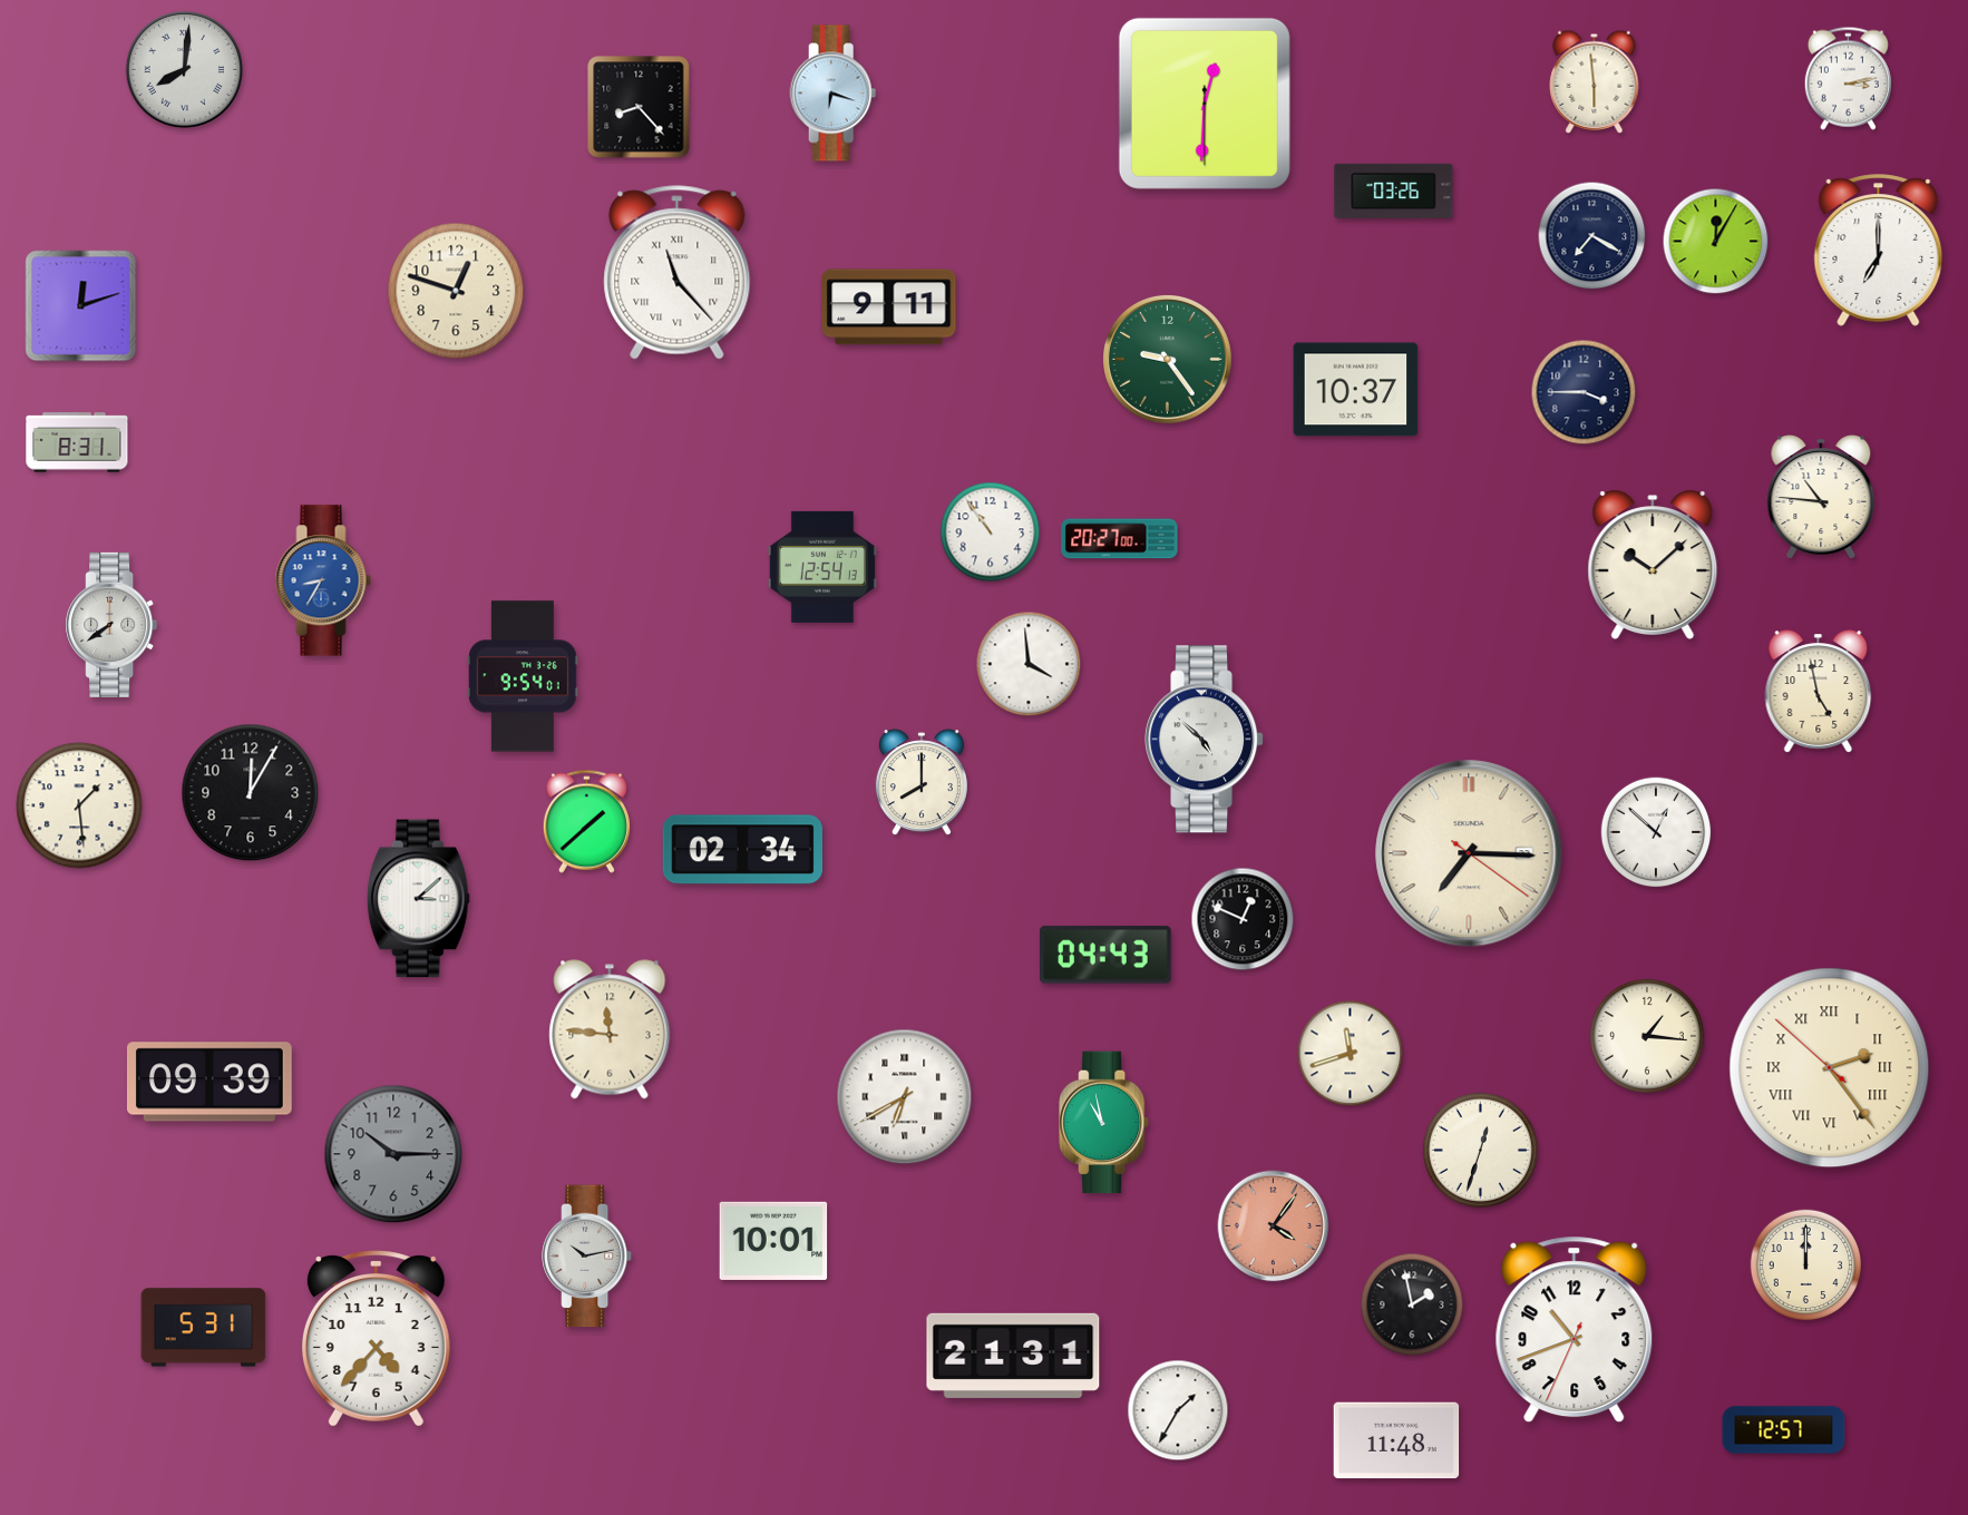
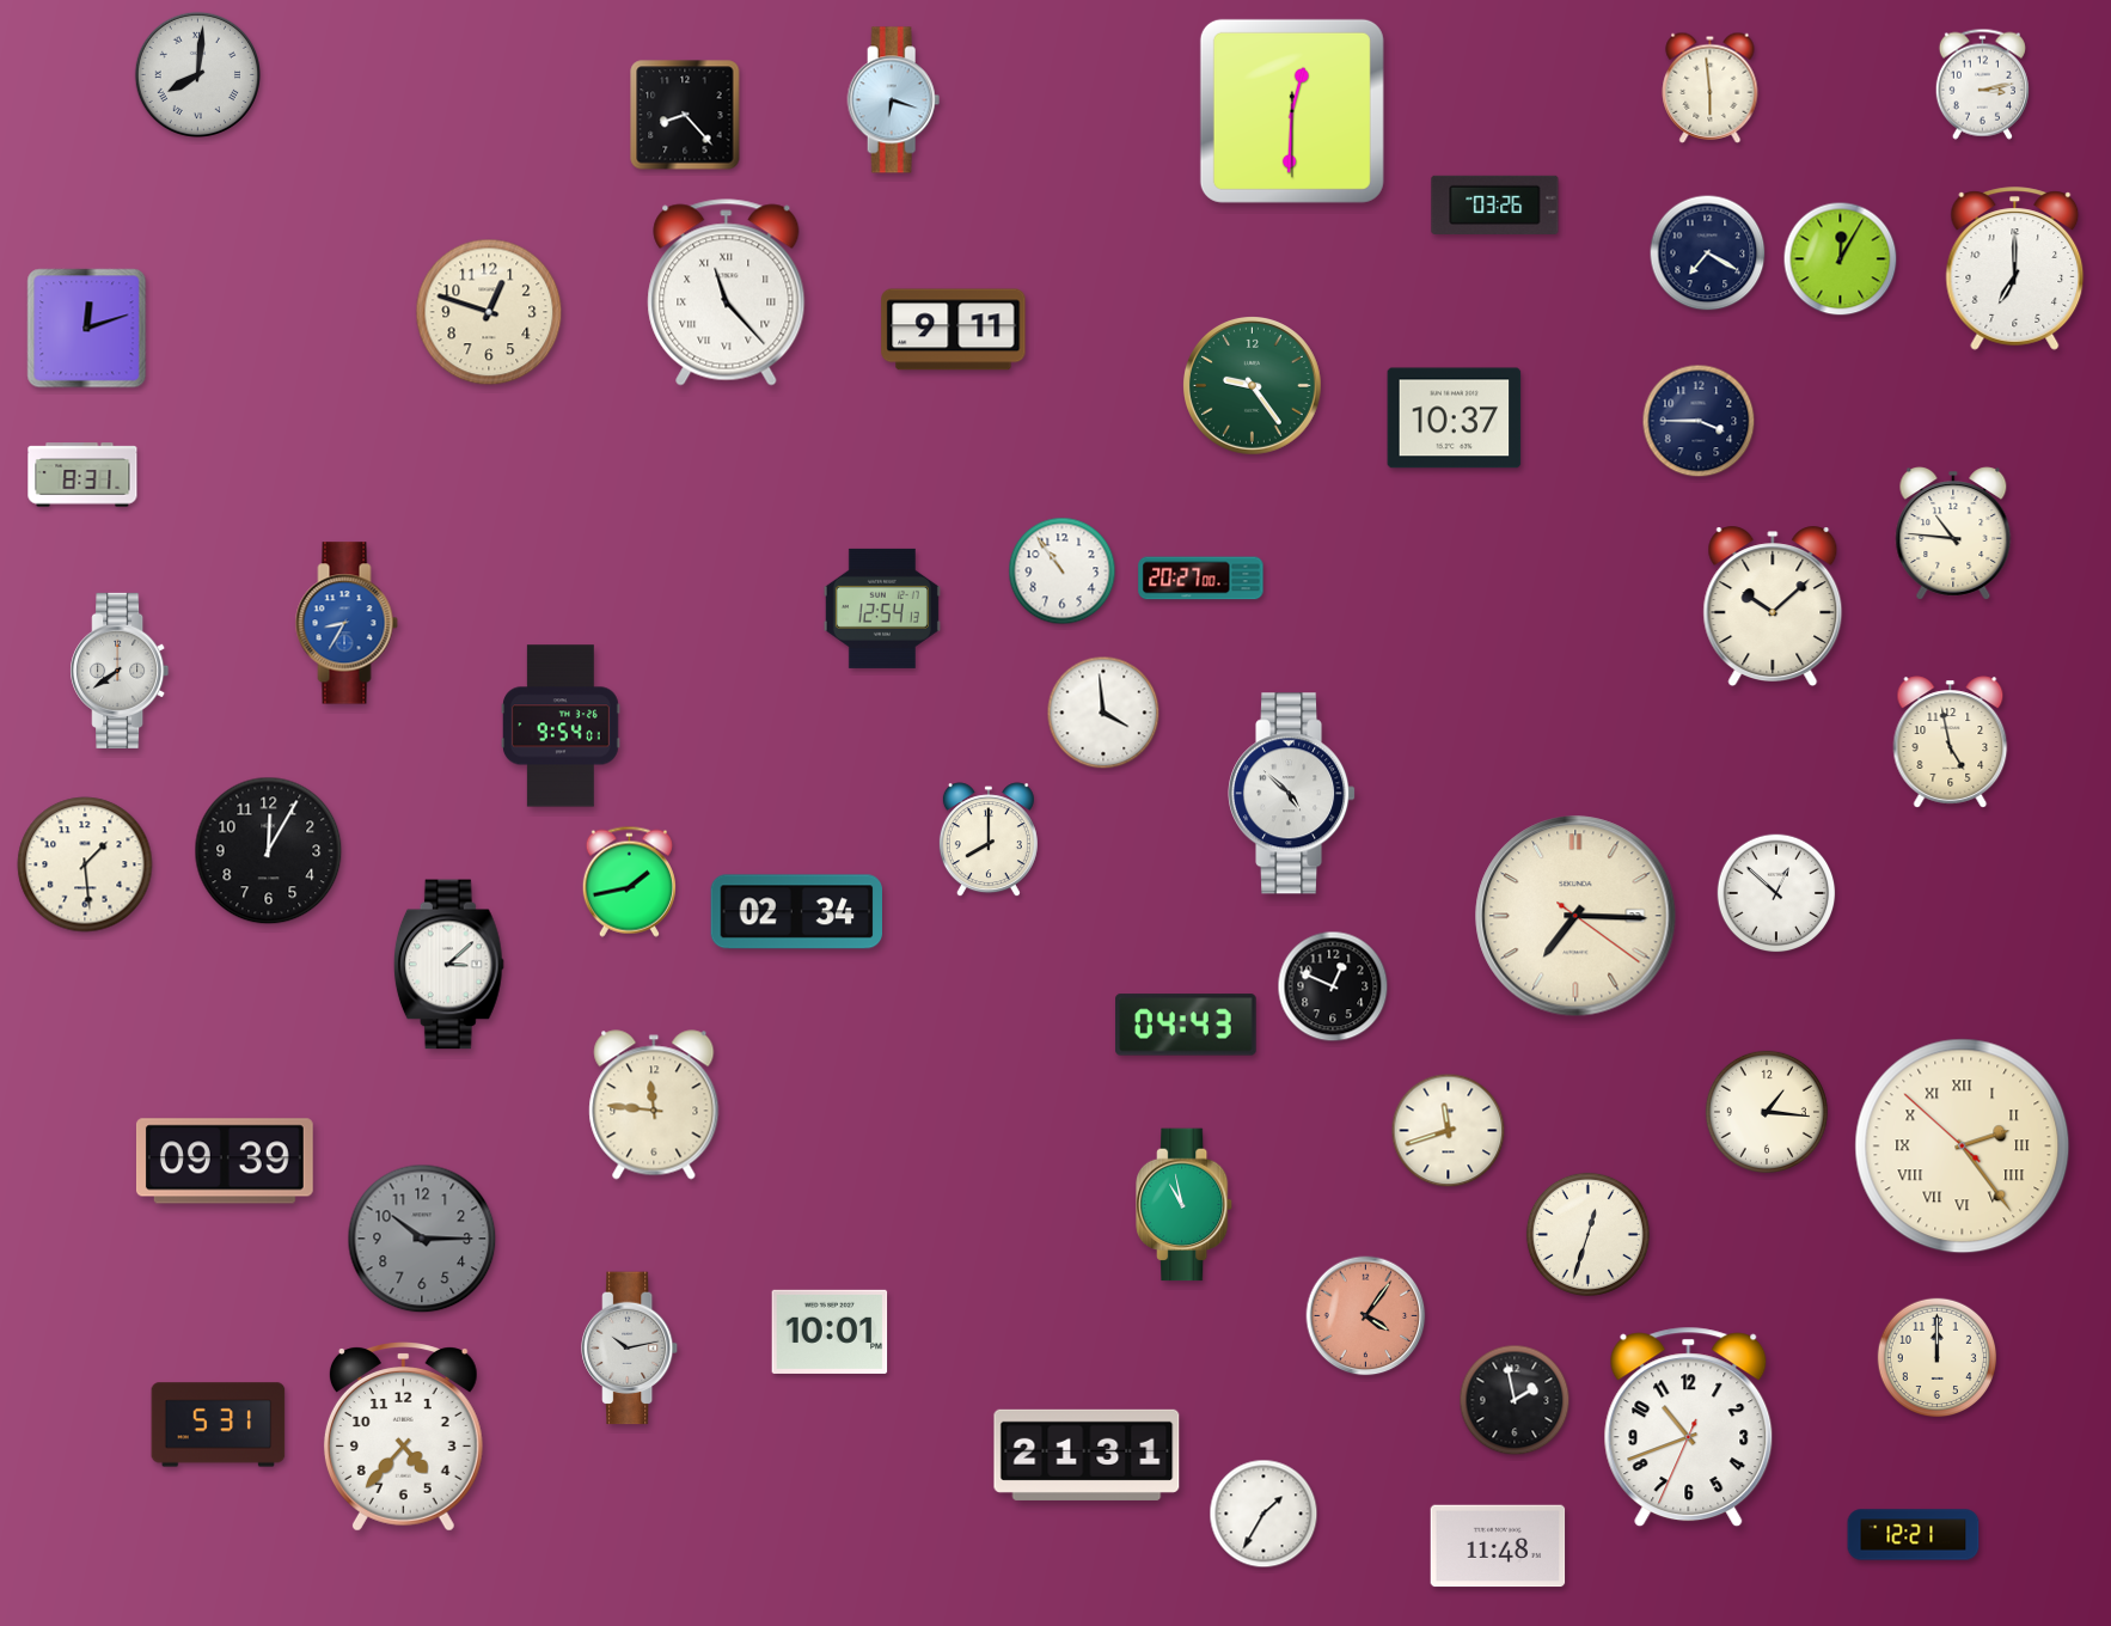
clock at (586, 821): 1:38 -> 1:43
clock at (905, 1097): 6:40 -> none
clock at (1784, 1430): 12:57 -> 12:21
